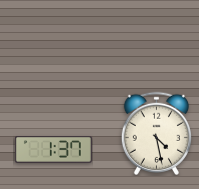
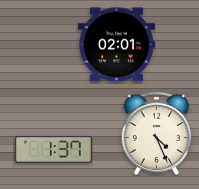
clock at (116, 45): none -> 02:01
clock at (156, 133): 4:28 -> 4:26
